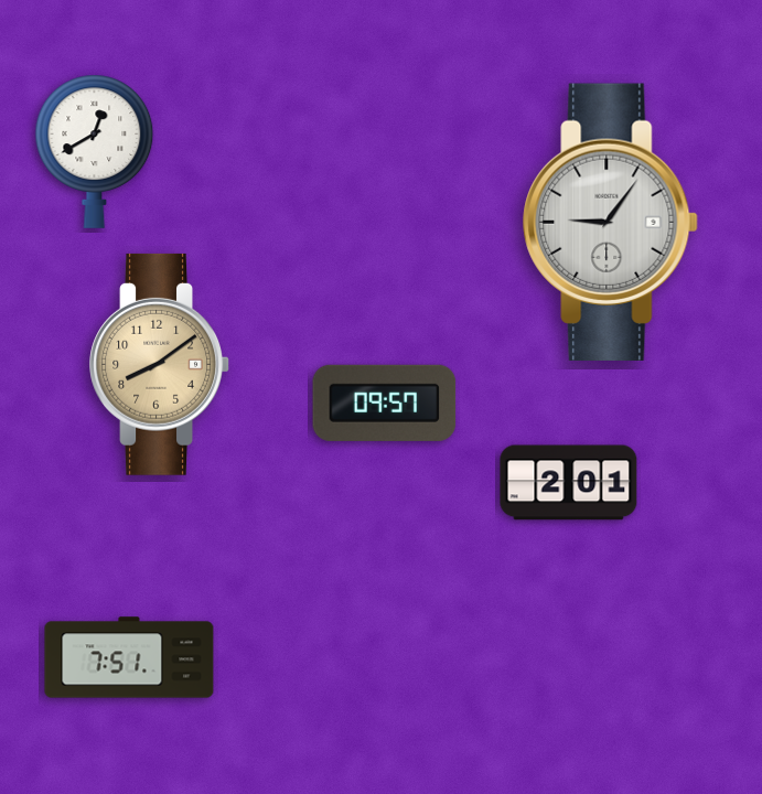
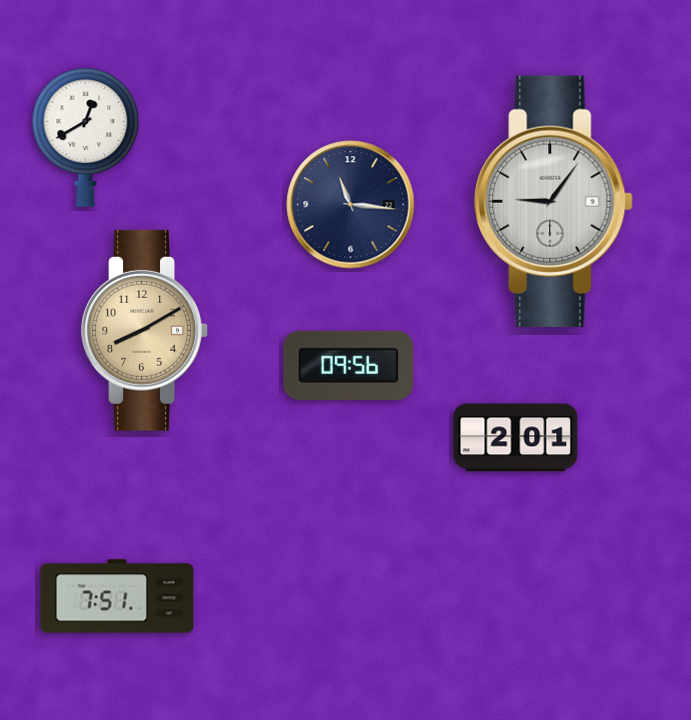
clock at (351, 205): none -> 11:16
clock at (159, 364): 8:09 -> 8:10
clock at (385, 403): 09:57 -> 09:56
